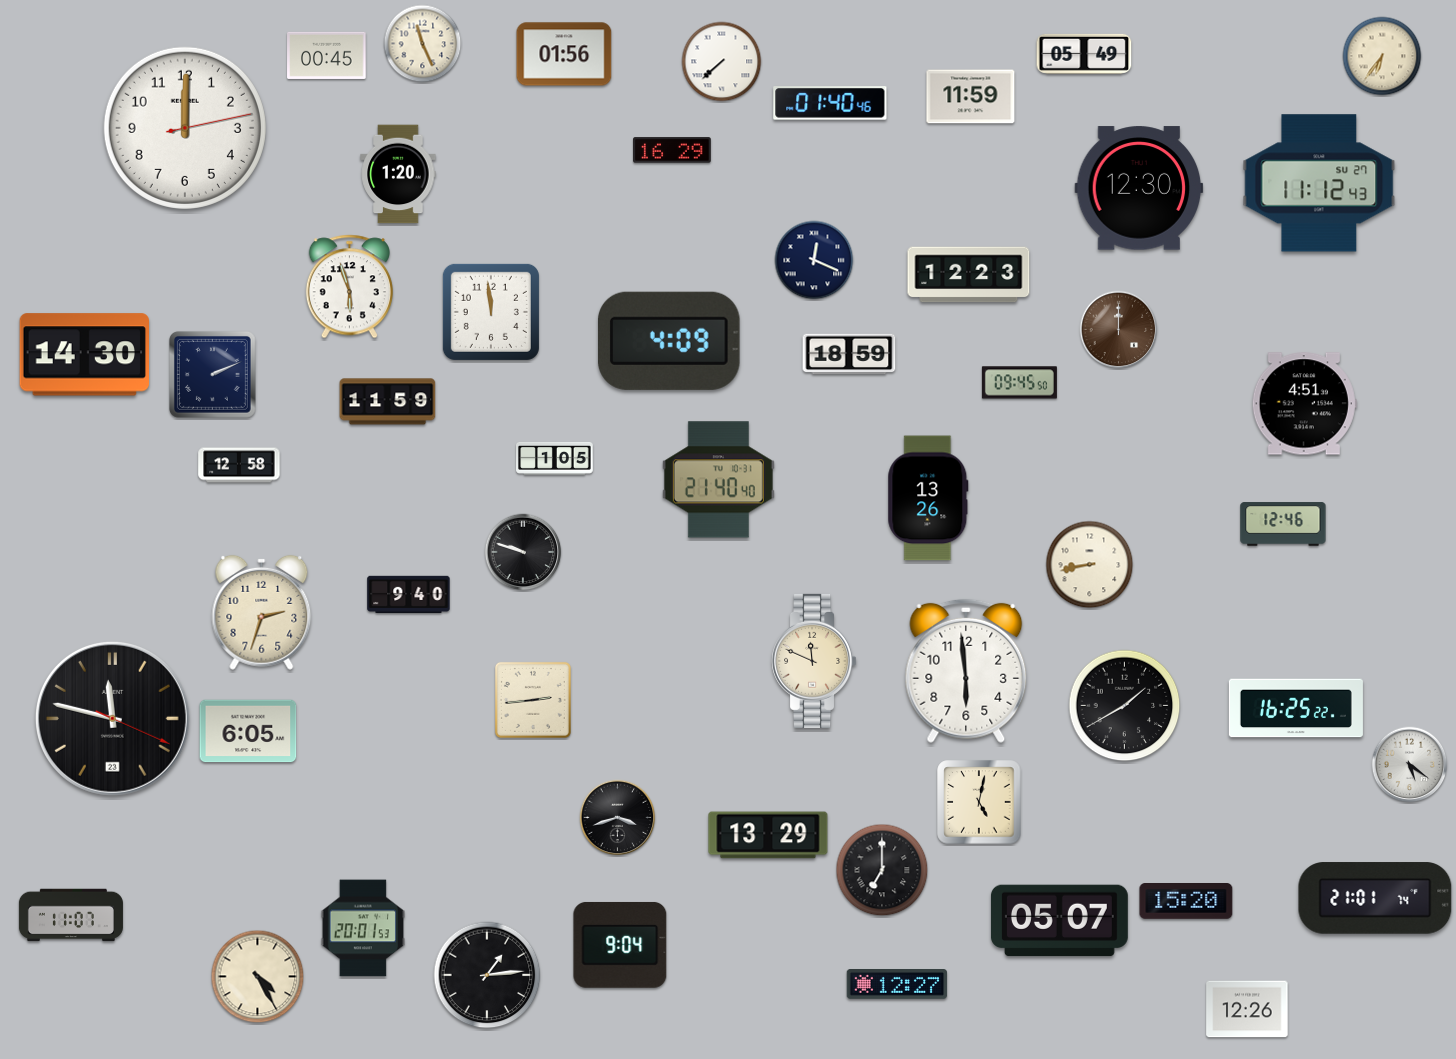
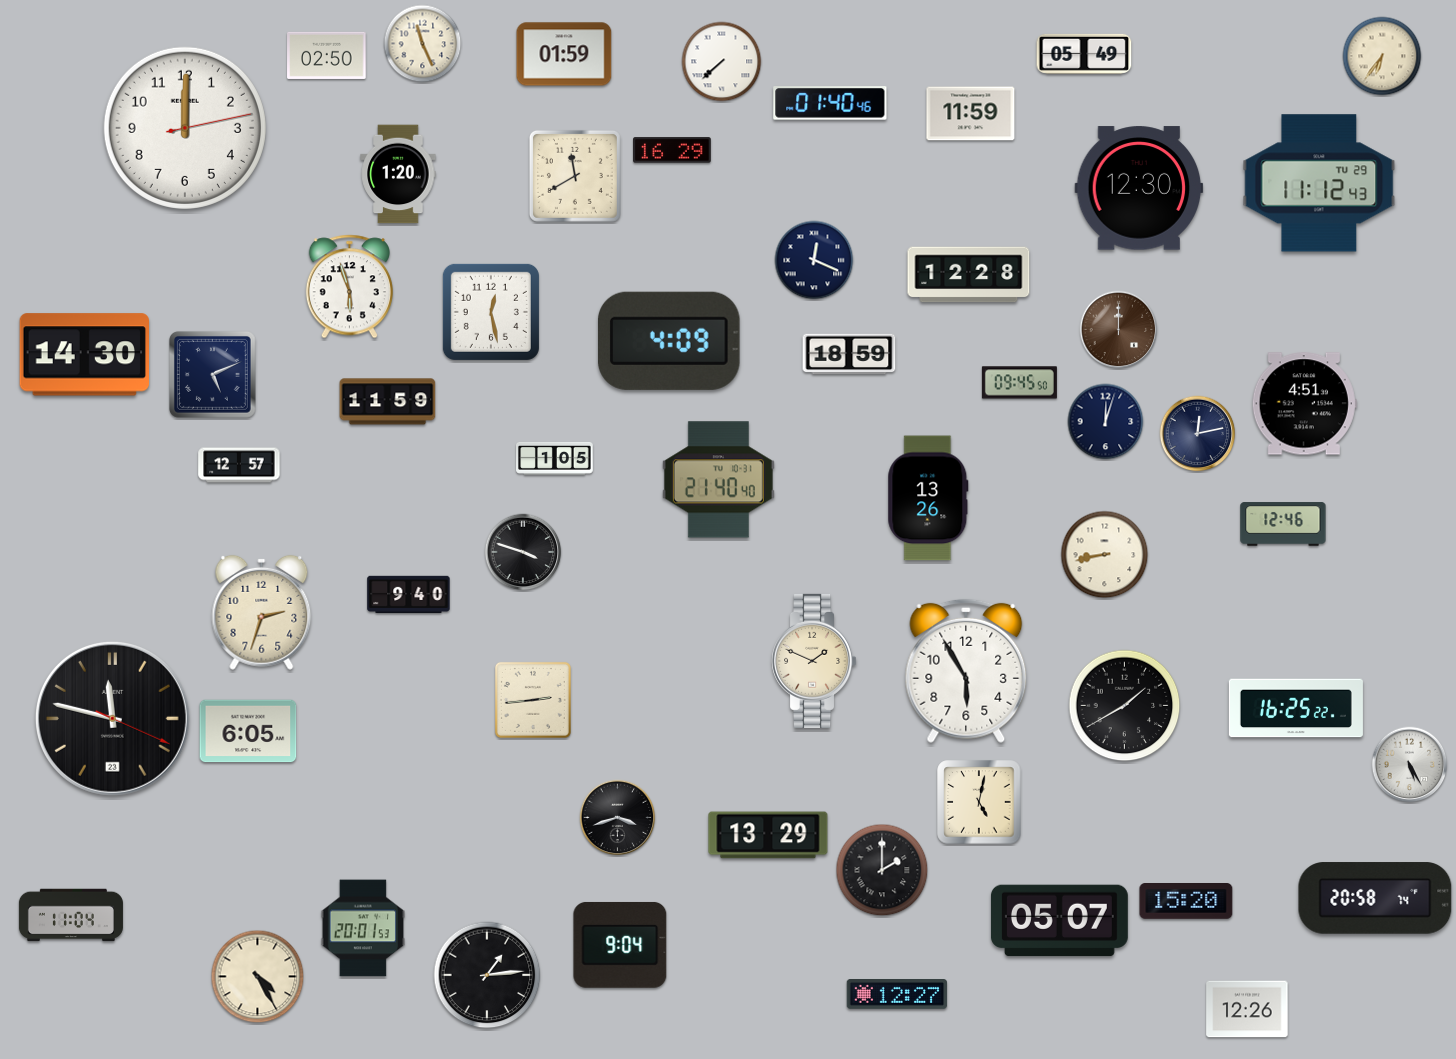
clock at (564, 54): 01:56 -> 01:59
clock at (327, 55): 00:45 -> 02:50
clock at (971, 97) position: (971, 97) -> (971, 114)
clock at (575, 176): none -> 11:40
clock at (1319, 183) date: SU 27 -> TU 29
clock at (969, 275): 12:23 -> 12:28
clock at (491, 312): 11:59 -> 12:28
clock at (212, 374): 2:11 -> 5:11
clock at (1106, 422): none -> 12:03
clock at (1198, 434): none -> 12:13
clock at (239, 465): 12:58 -> 12:57
clock at (523, 552): 9:48 -> 3:48
clock at (1090, 565) position: (1090, 565) -> (1105, 555)
clock at (814, 661): 11:49 -> 1:49
clock at (966, 671): 5:59 -> 5:55
clock at (1410, 765): 5:21 -> 5:25
clock at (882, 870): 7:00 -> 2:00
clock at (1375, 898): 21:01 -> 20:58
clock at (71, 915): 11:07 -> 11:04
clock at (897, 985) position: (897, 985) -> (897, 995)
